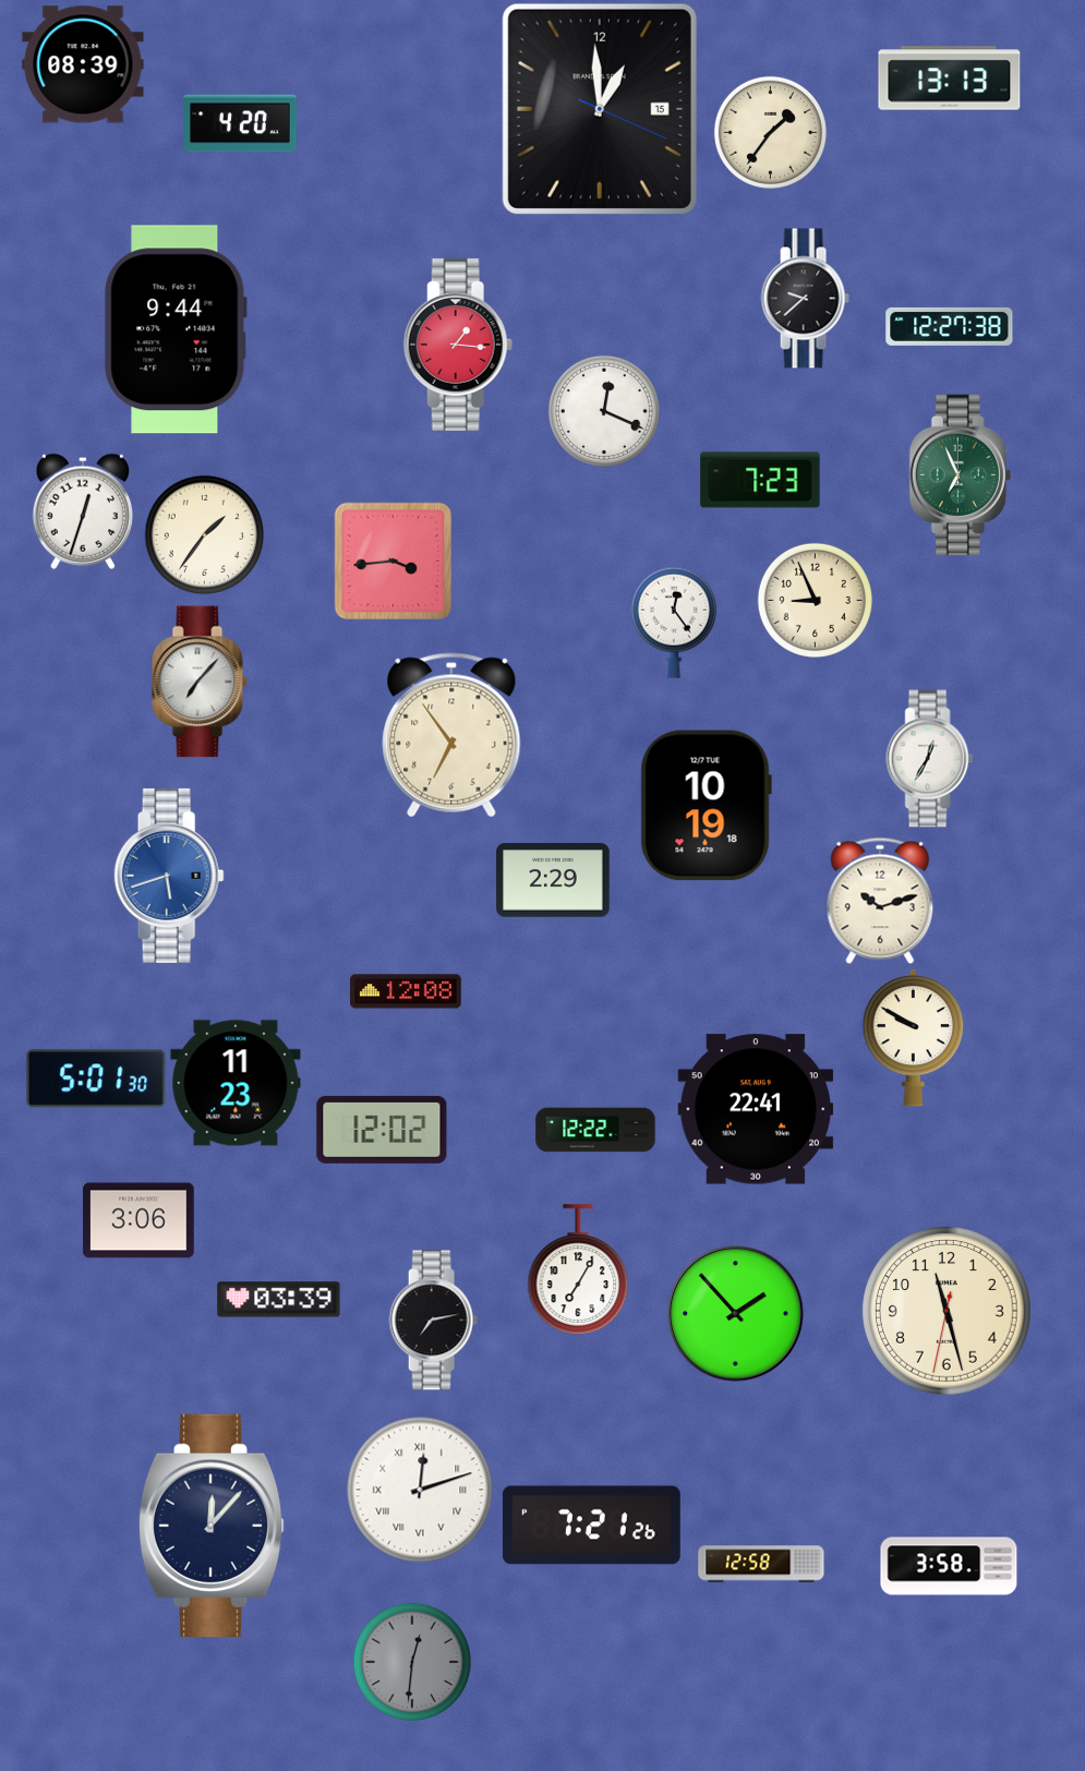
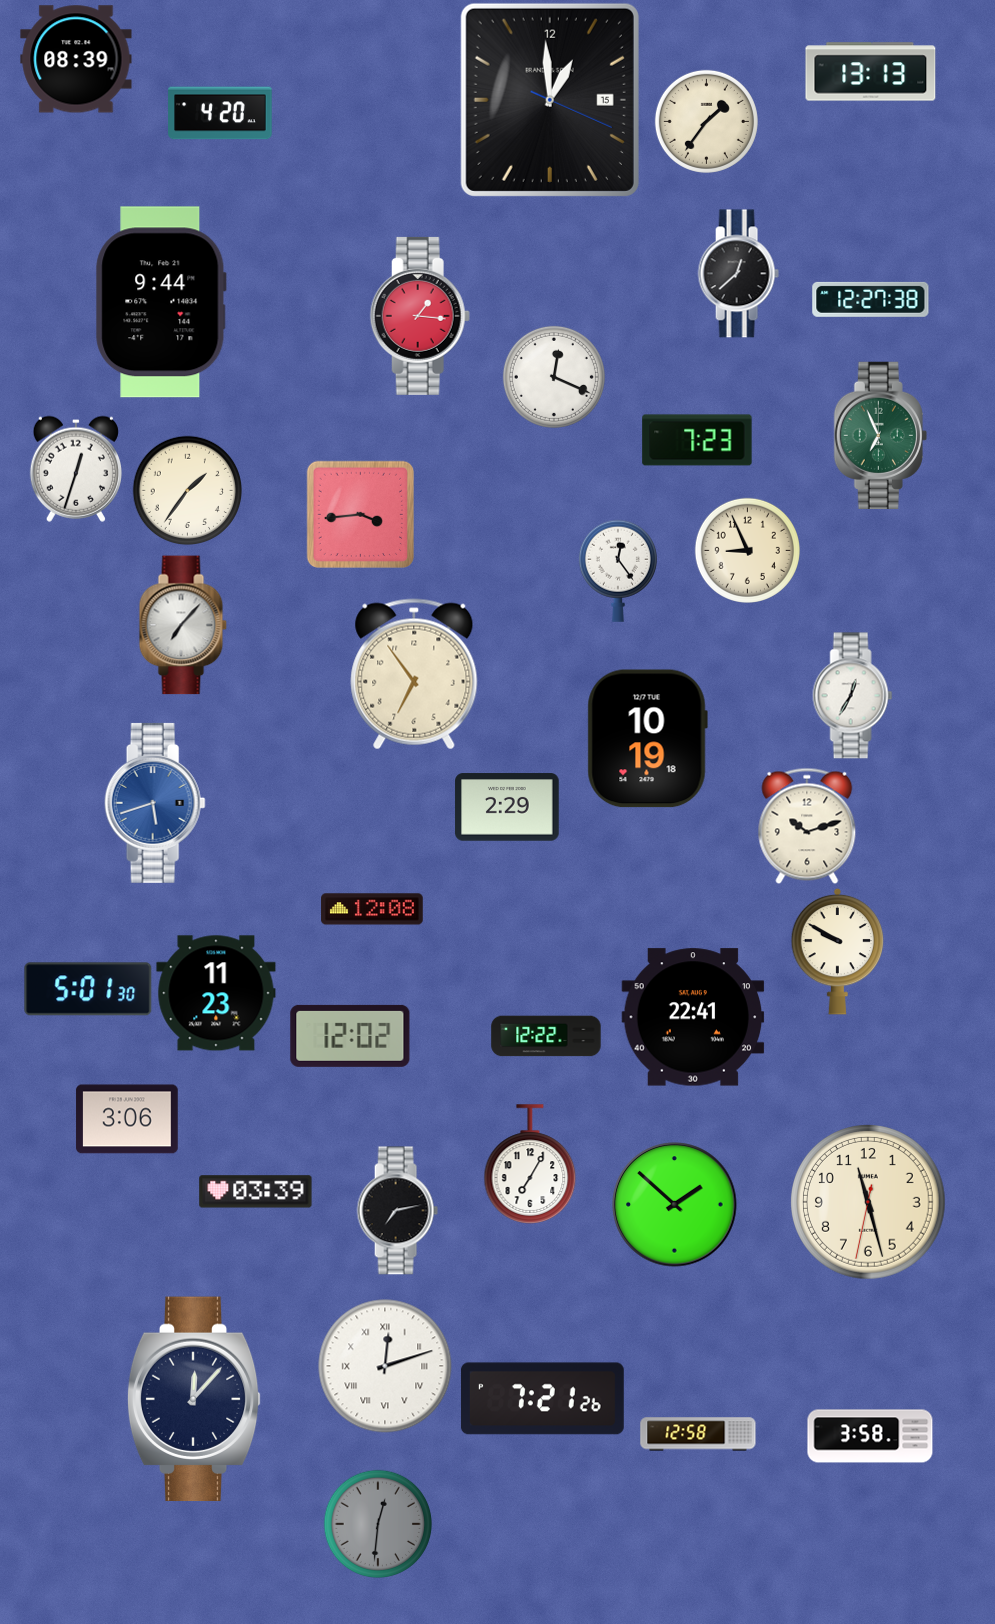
clock at (805, 299): 9:38 -> 12:38
clock at (736, 1314): 1:53 -> 1:52
